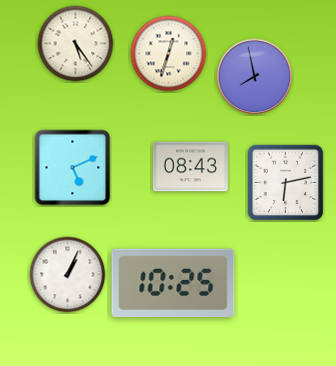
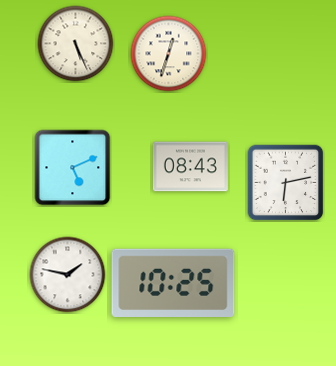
clock at (76, 44): 5:24 -> 5:26
clock at (255, 77): 7:58 -> none
clock at (68, 275): 1:04 -> 1:47
